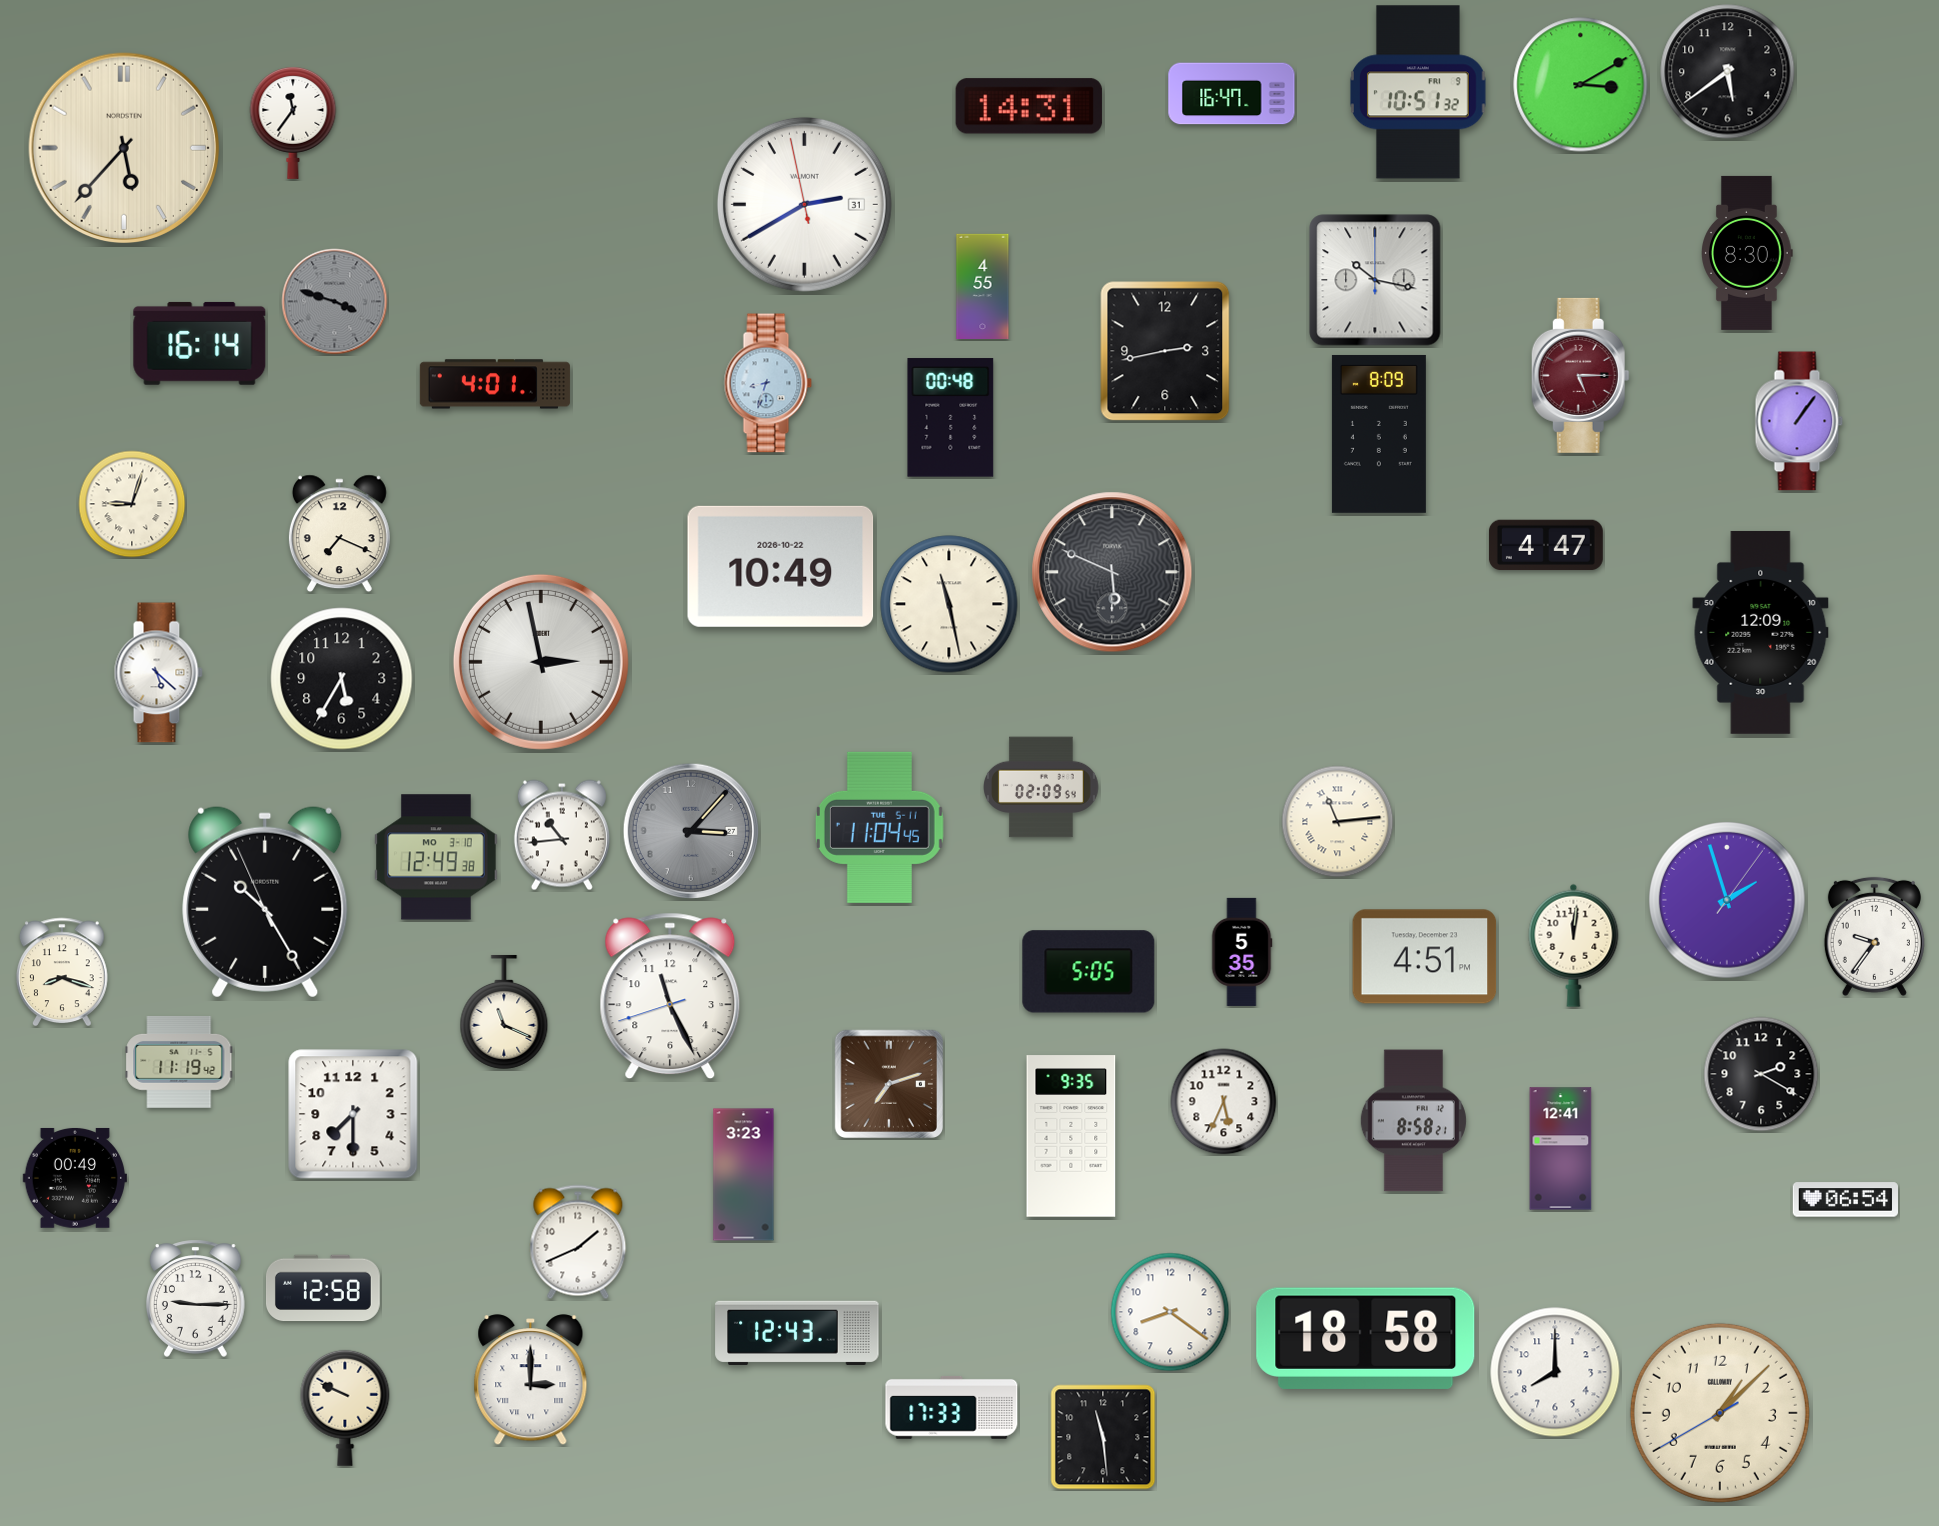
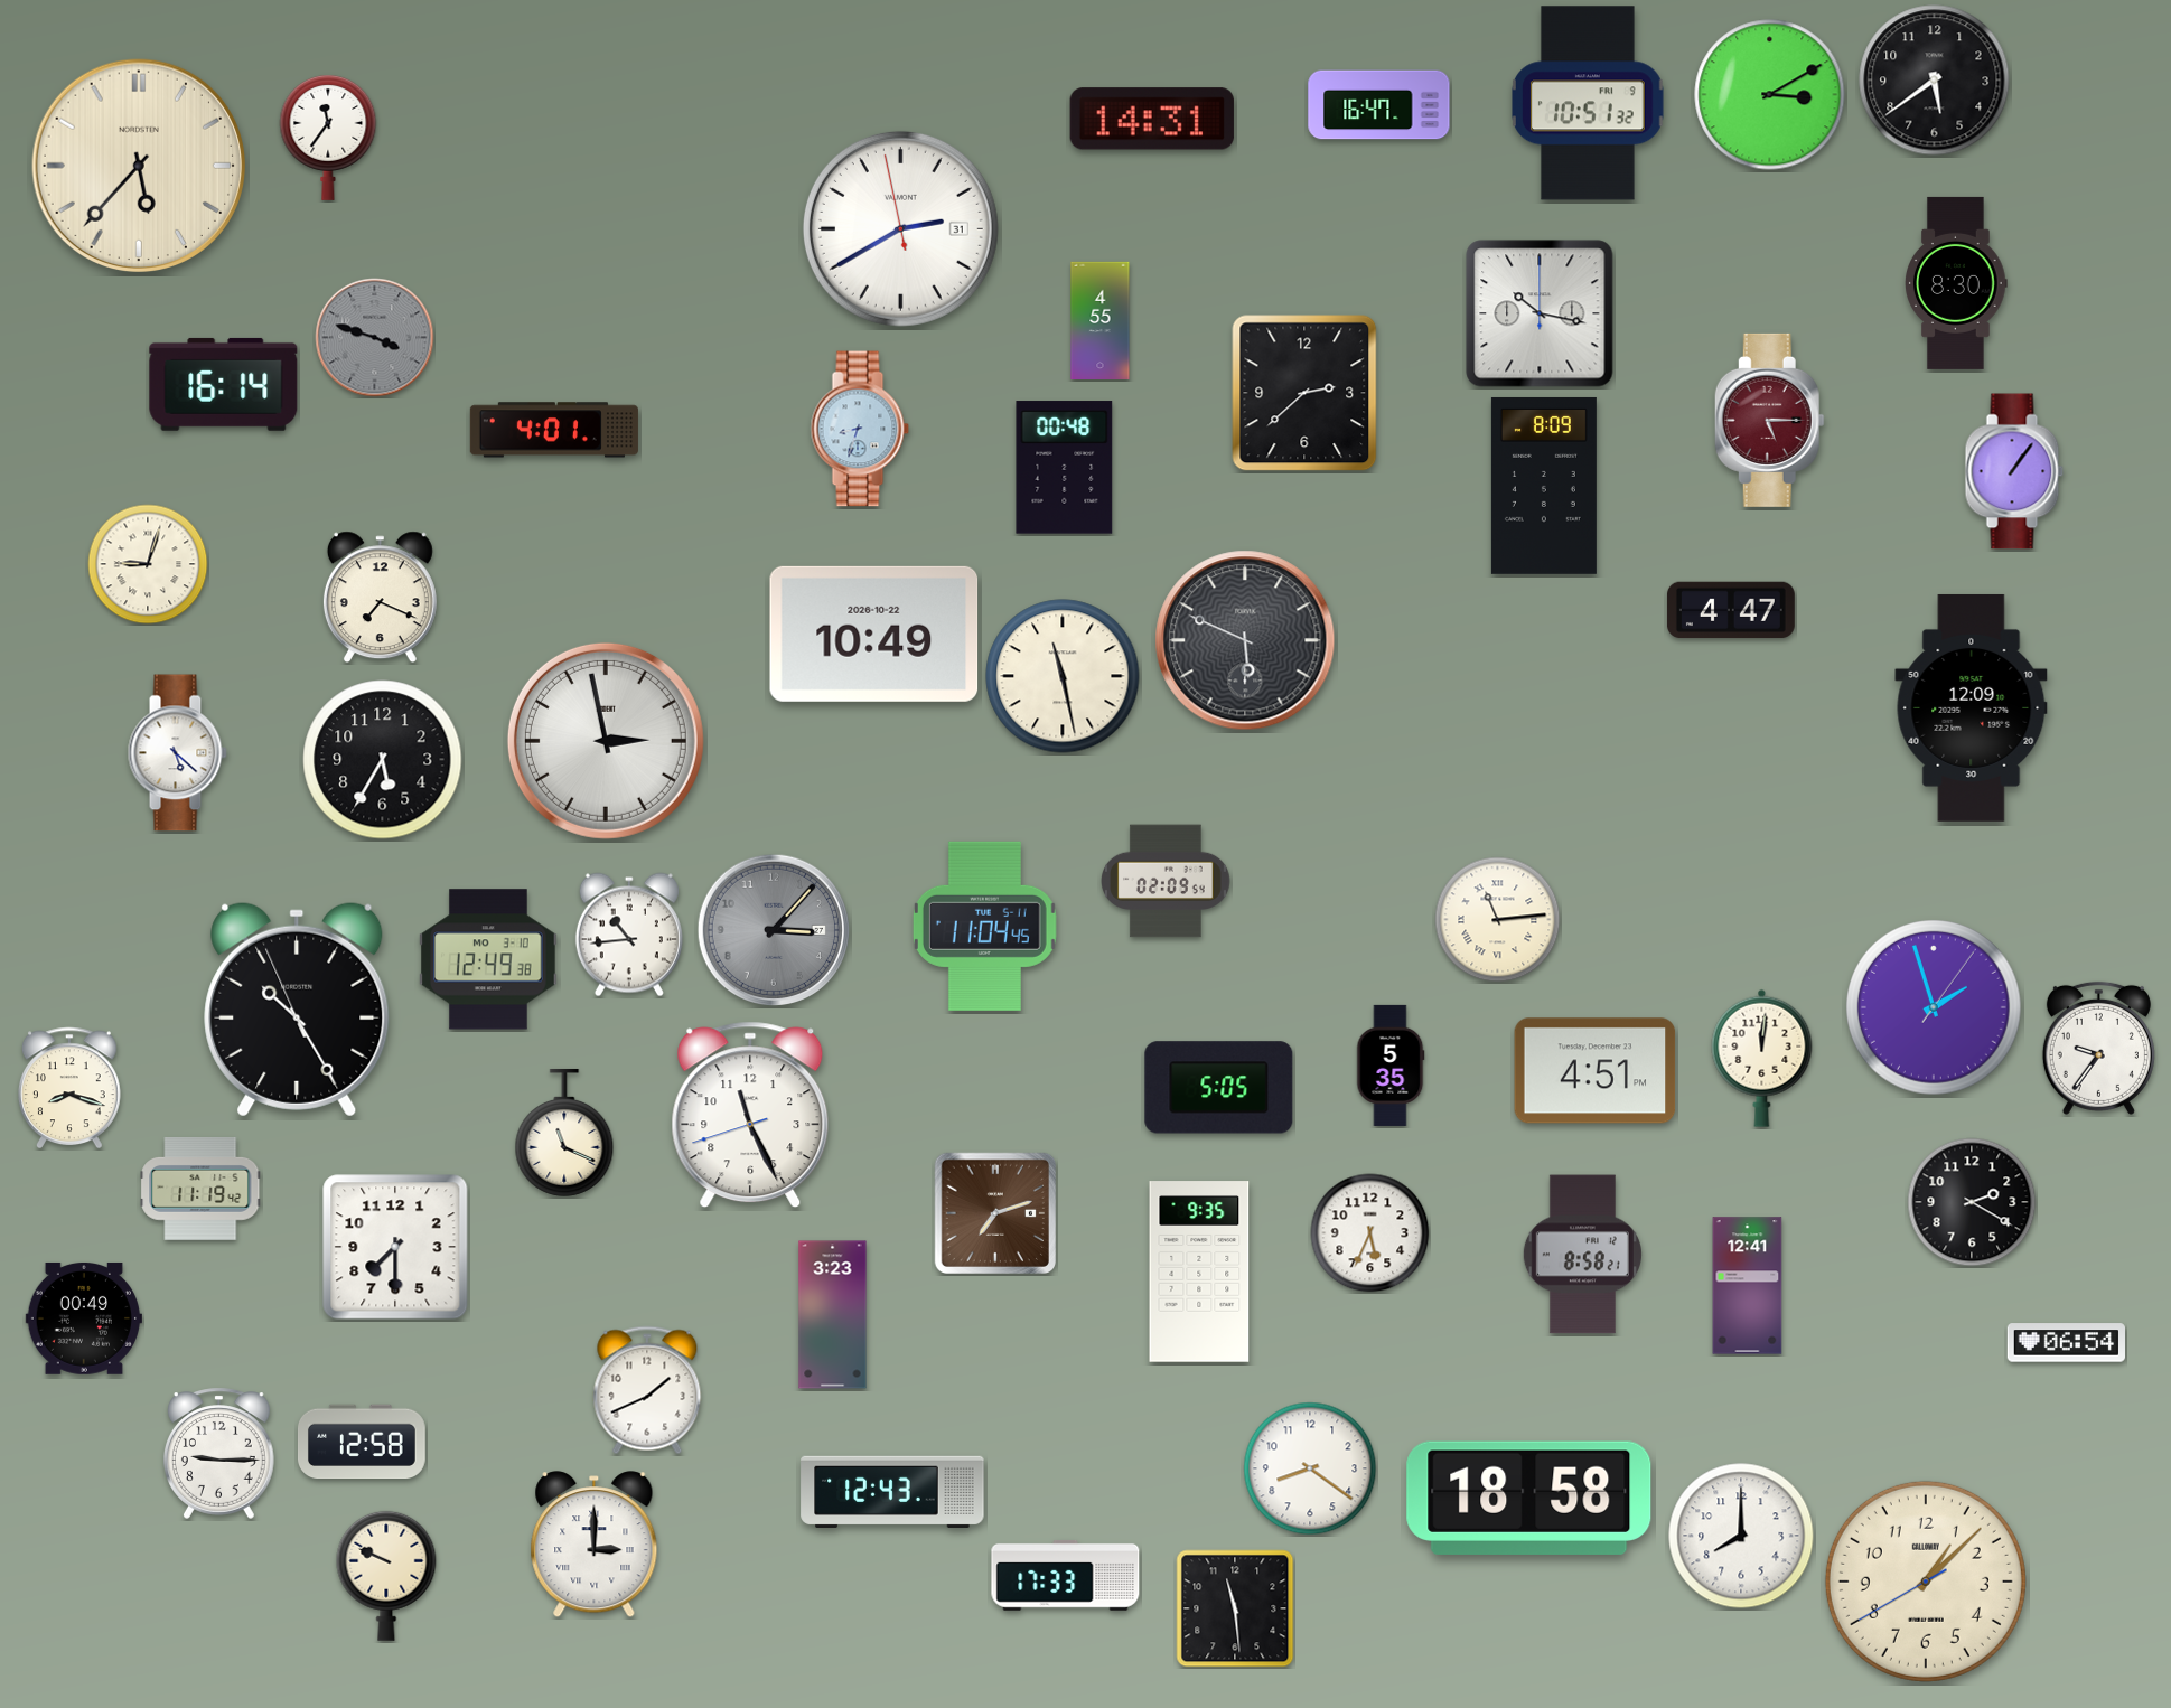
clock at (1165, 351): 2:43 -> 2:38
